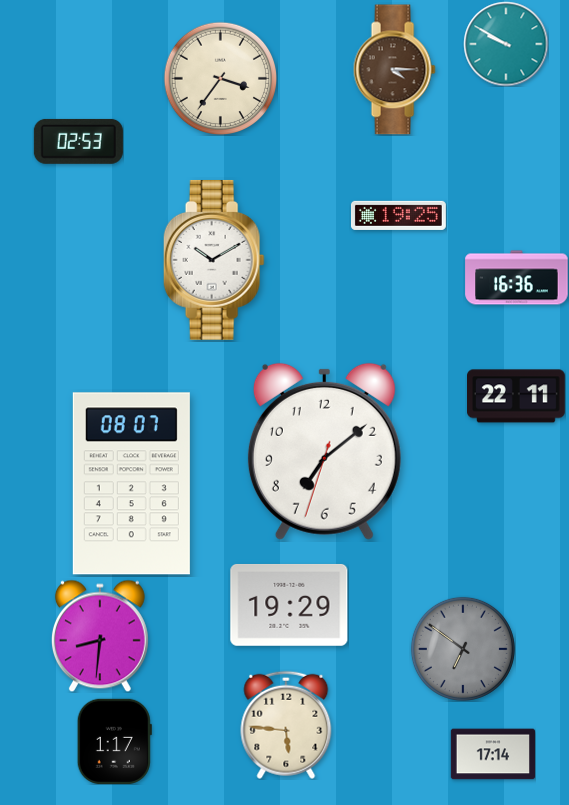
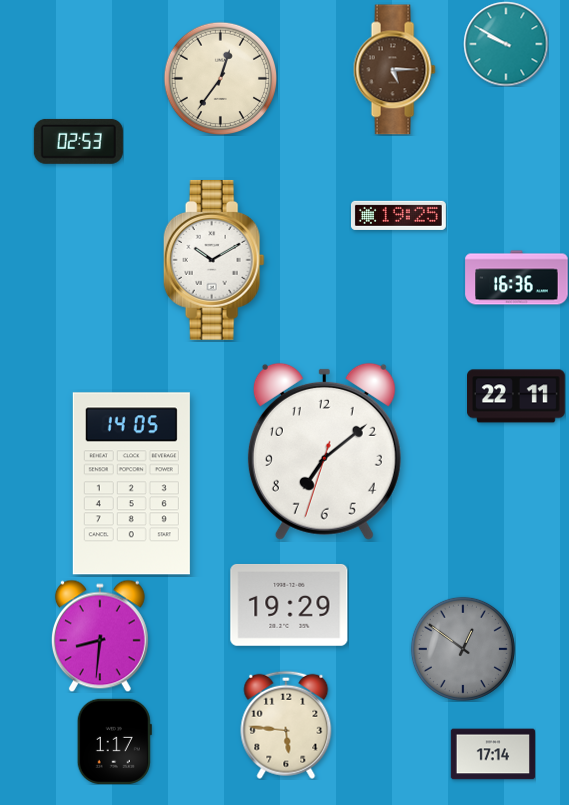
clock at (394, 70): 4:15 -> 5:15
clock at (220, 78): 3:36 -> 12:36
clock at (131, 484): 08:07 -> 14:05
clock at (463, 649): 6:51 -> 12:51
